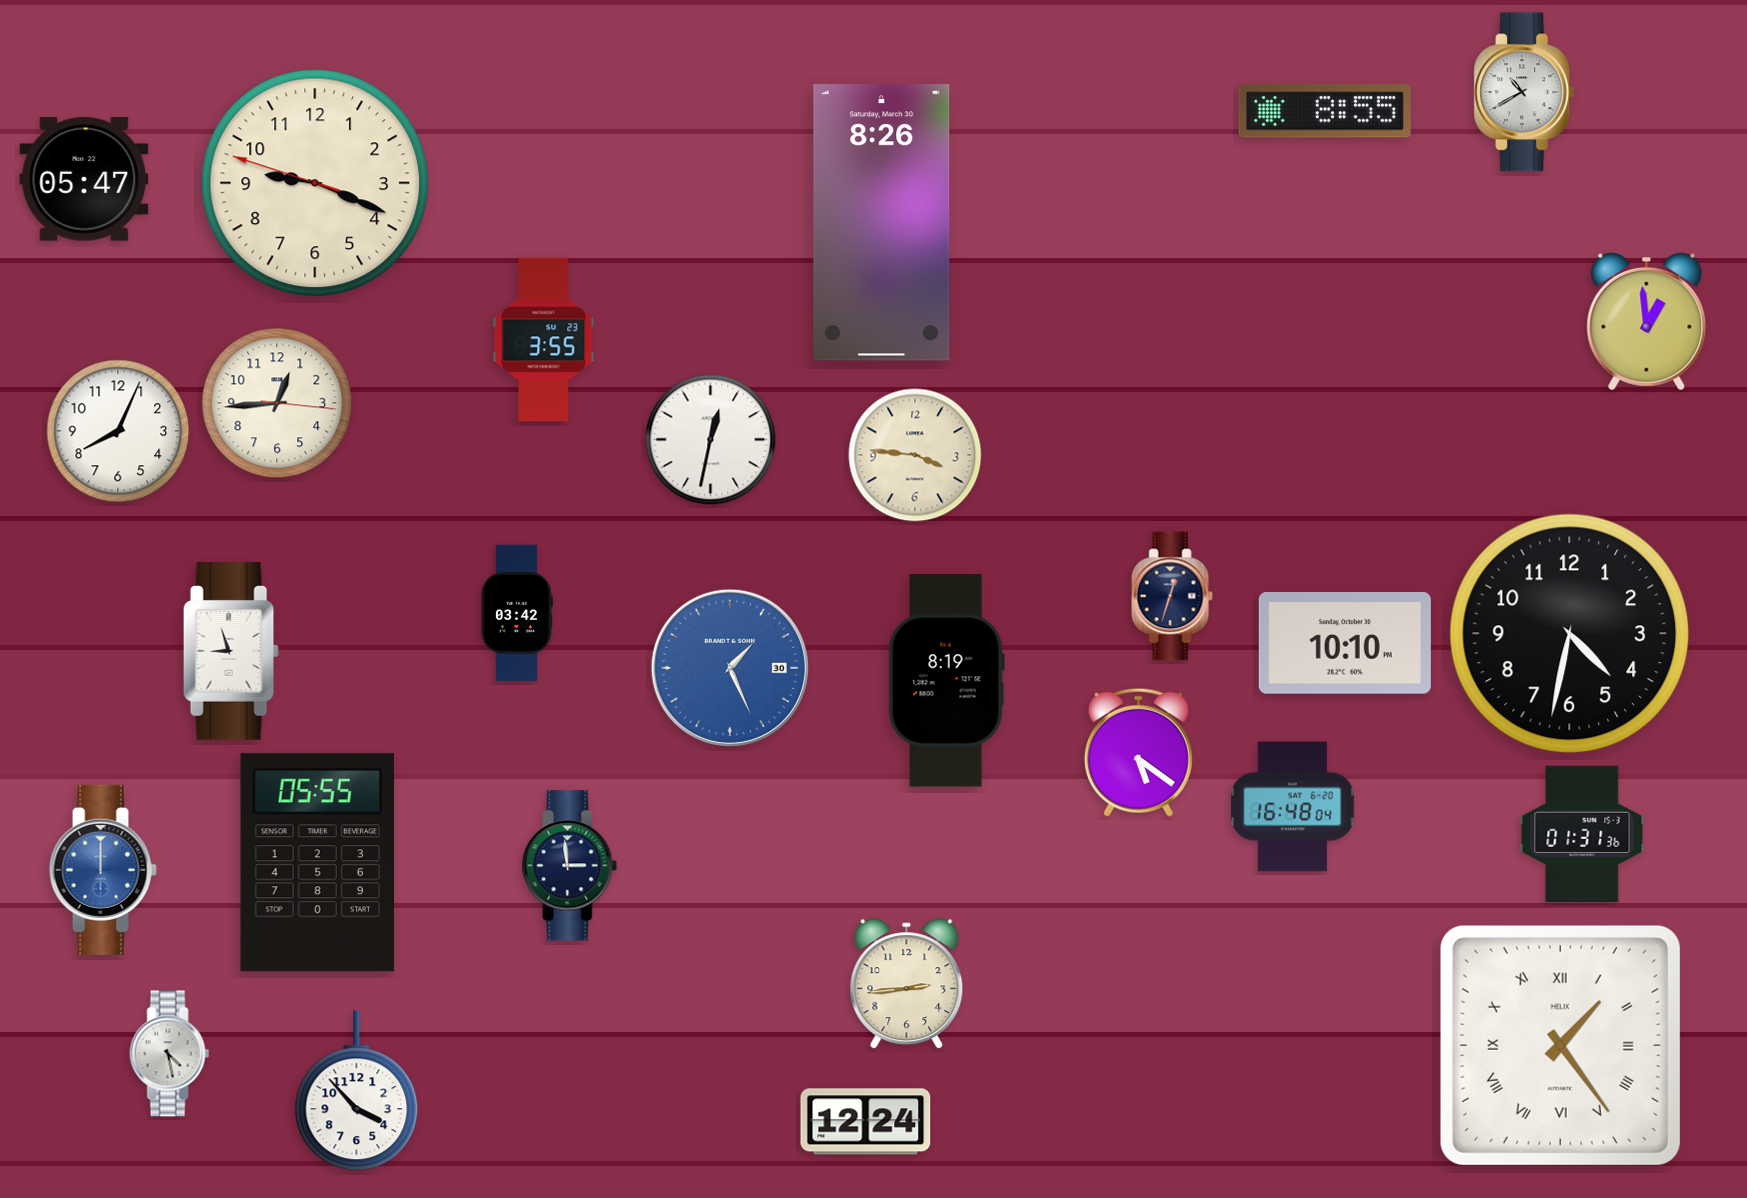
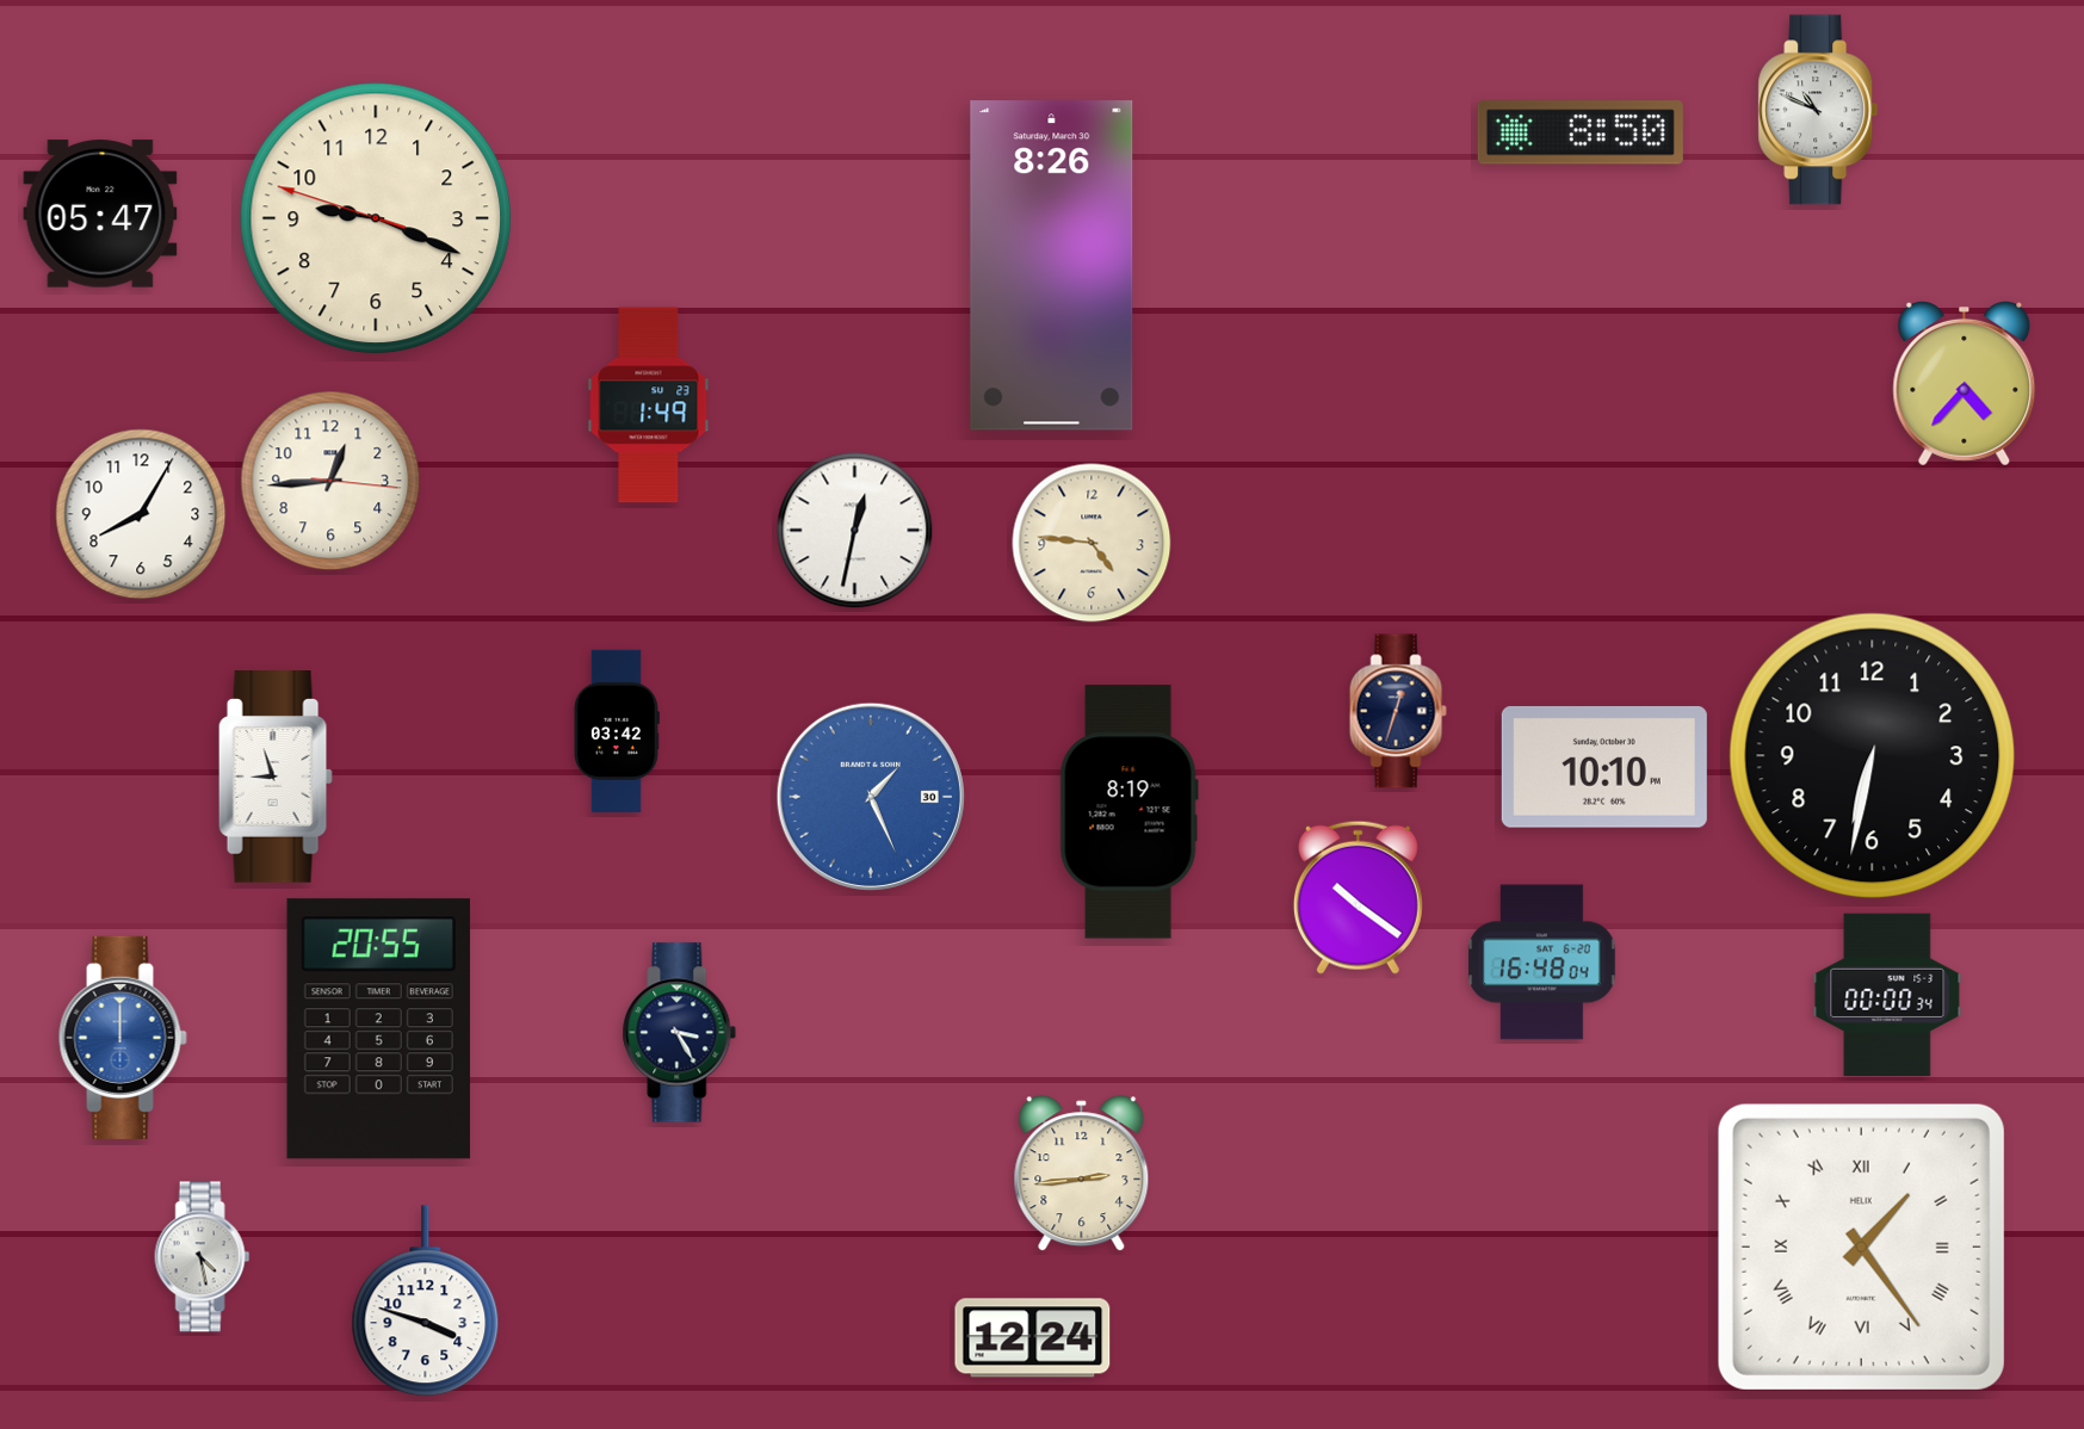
clock at (1524, 92): 10:40 -> 10:49
clock at (1325, 111): 8:55 -> 8:50
clock at (1647, 322): 12:59 -> 4:37
clock at (544, 340): 3:55 -> 1:49
clock at (118, 431): 8:04 -> 8:05
clock at (711, 440) position: (711, 440) -> (855, 531)
clock at (915, 455): 3:46 -> 4:46
clock at (1570, 634): 4:32 -> 6:32
clock at (1138, 752): 5:21 -> 10:21
clock at (1582, 833): 01:31 -> 00:00
clock at (317, 863): 05:55 -> 20:55
clock at (570, 866): 2:59 -> 3:25
clock at (357, 1091): 3:53 -> 3:48
